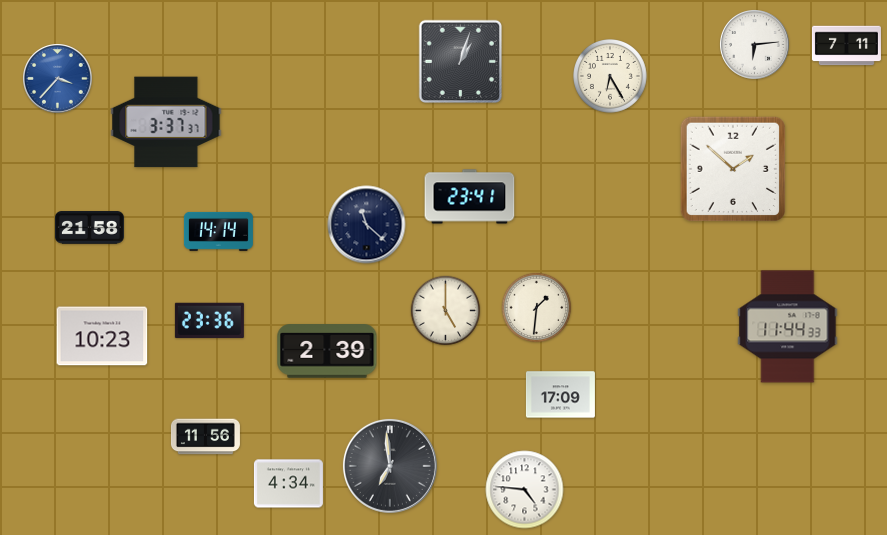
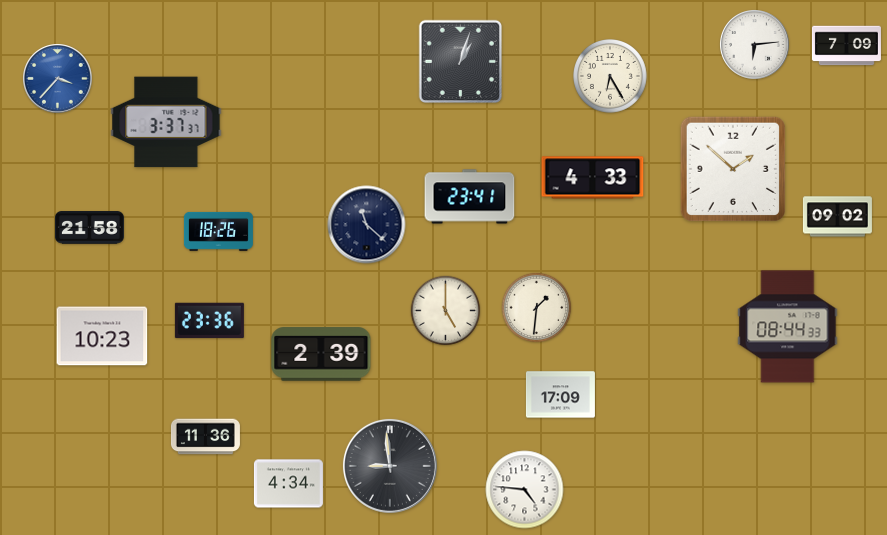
clock at (846, 46): 7:11 -> 7:09
clock at (593, 178): none -> 4:33
clock at (837, 217): none -> 09:02
clock at (218, 231): 14:14 -> 18:26
clock at (788, 327): 11:44 -> 08:44
clock at (327, 351) position: (327, 351) -> (321, 354)
clock at (205, 437): 11:56 -> 11:36
clock at (390, 466): 6:59 -> 8:59
